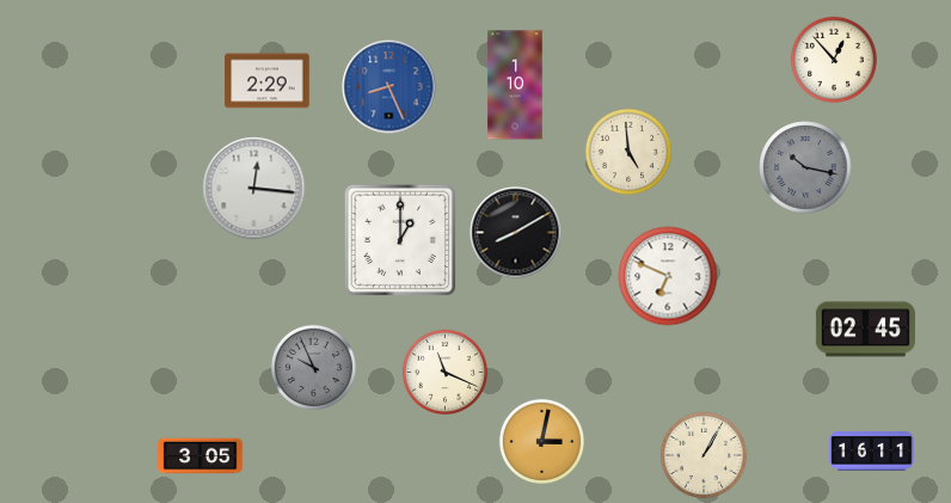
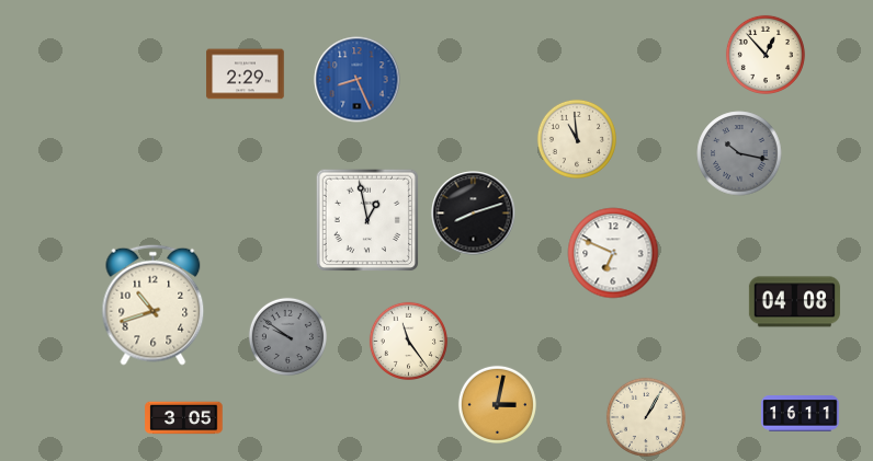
clock at (515, 85): 1:10 -> none
clock at (628, 152): 4:59 -> 10:59
clock at (254, 189): 12:16 -> none
clock at (516, 233): 8:10 -> 8:12
clock at (400, 240): 1:00 -> 12:58
clock at (865, 330): 02:45 -> 04:08
clock at (154, 304): none -> 10:42
clock at (313, 367): 9:56 -> 9:51
clock at (444, 372): 11:19 -> 11:24
